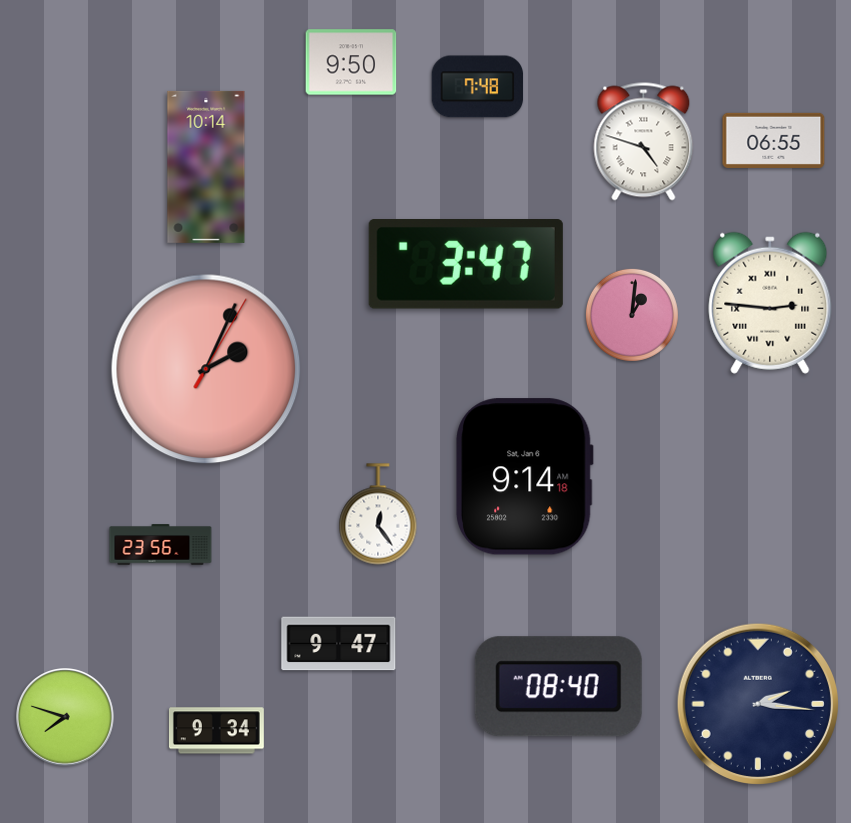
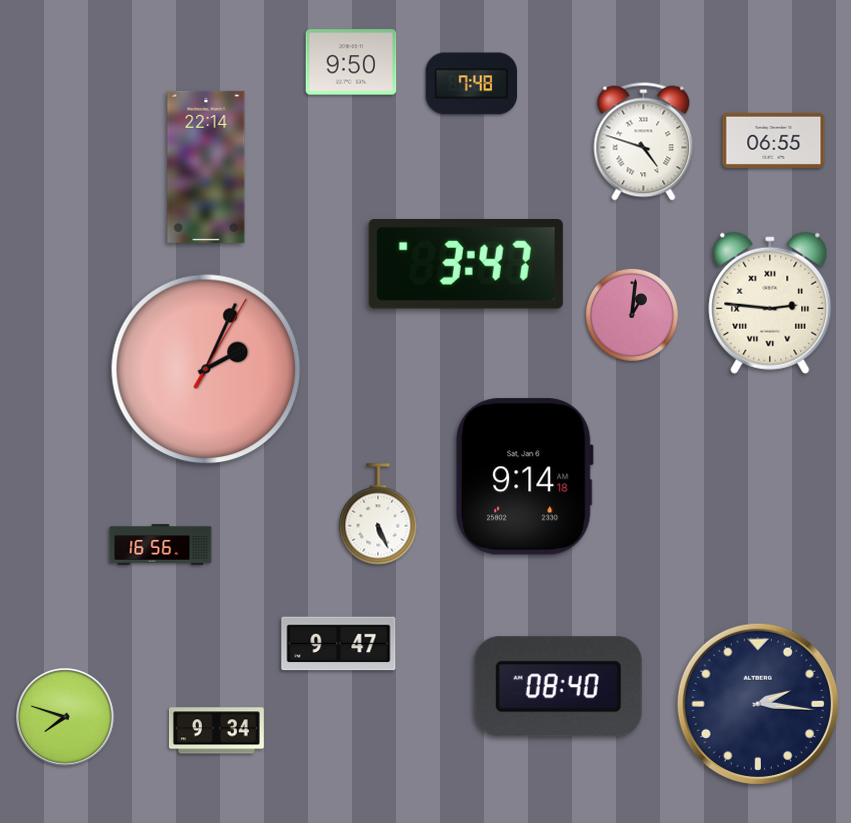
clock at (478, 87) position: (478, 87) -> (472, 84)
clock at (206, 167): 10:14 -> 22:14
clock at (378, 514): 12:24 -> 5:26
clock at (161, 545): 23:56 -> 16:56
